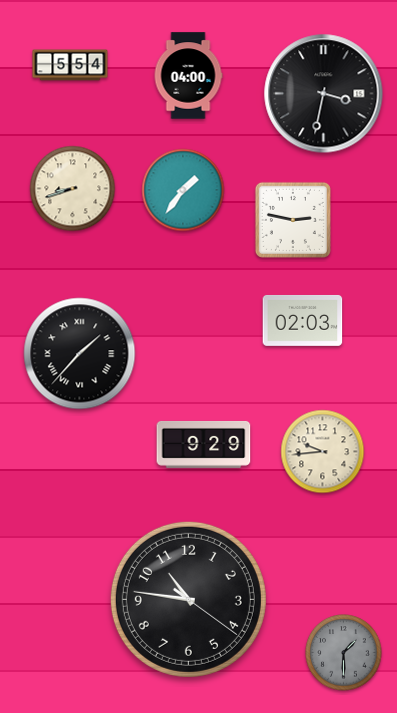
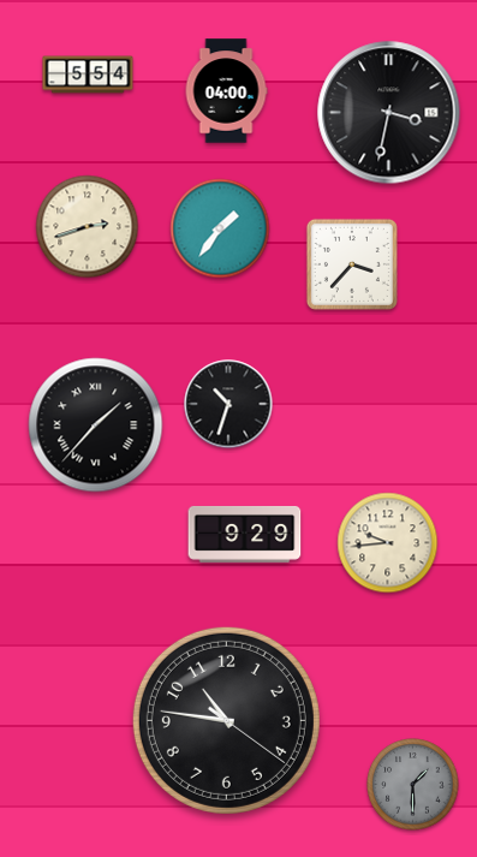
clock at (70, 65) position: (70, 65) -> (88, 75)
clock at (73, 189): 8:42 -> 2:42
clock at (293, 220): 2:47 -> 3:37
clock at (303, 320): 02:03 -> none
clock at (228, 404): none -> 10:33
